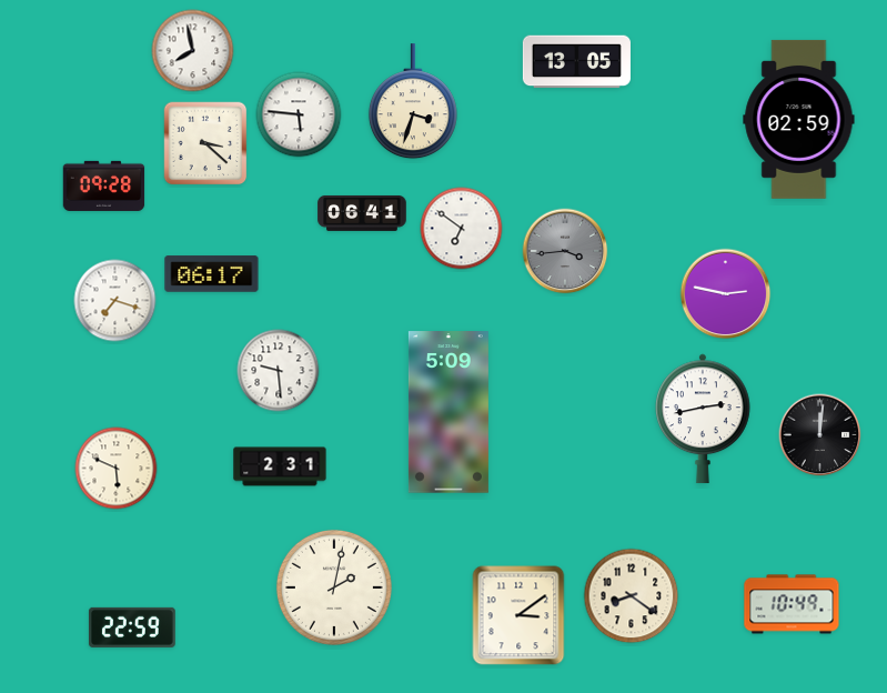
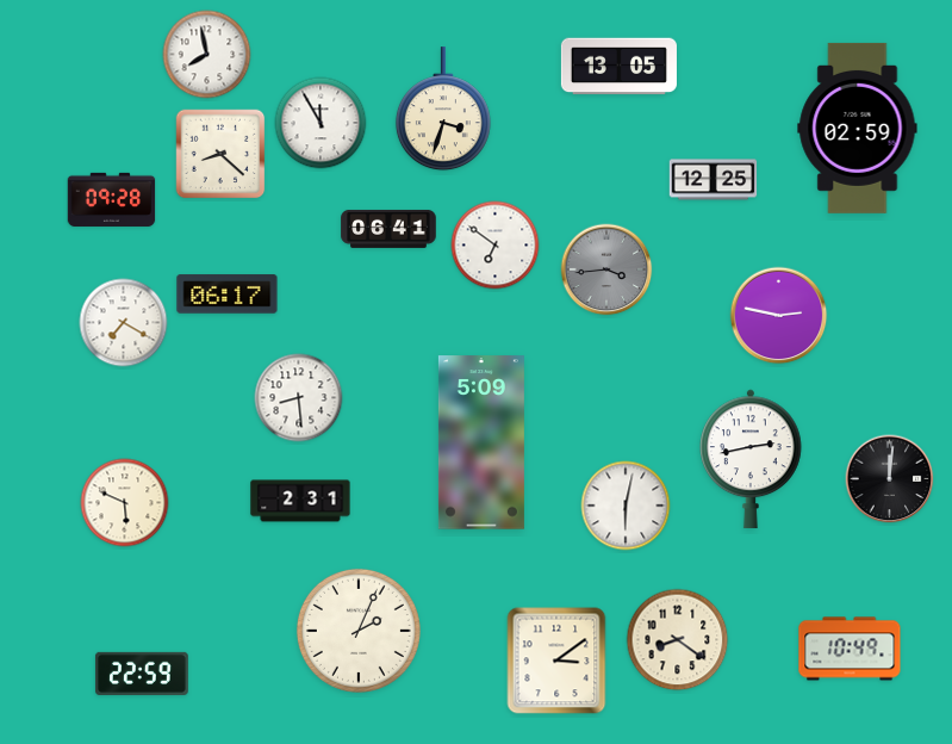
clock at (299, 114): 5:46 -> 11:55
clock at (205, 143): 3:22 -> 8:22
clock at (714, 180): none -> 12:25
clock at (115, 301): 7:18 -> 7:20
clock at (279, 371): 9:29 -> 8:29
clock at (704, 419) position: (704, 419) -> (752, 459)
clock at (820, 435) position: (820, 435) -> (890, 479)
clock at (626, 506): none -> 6:02
clock at (334, 587): 2:02 -> 2:04
